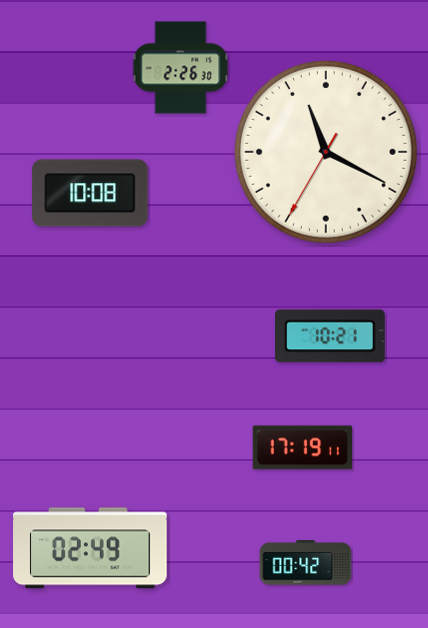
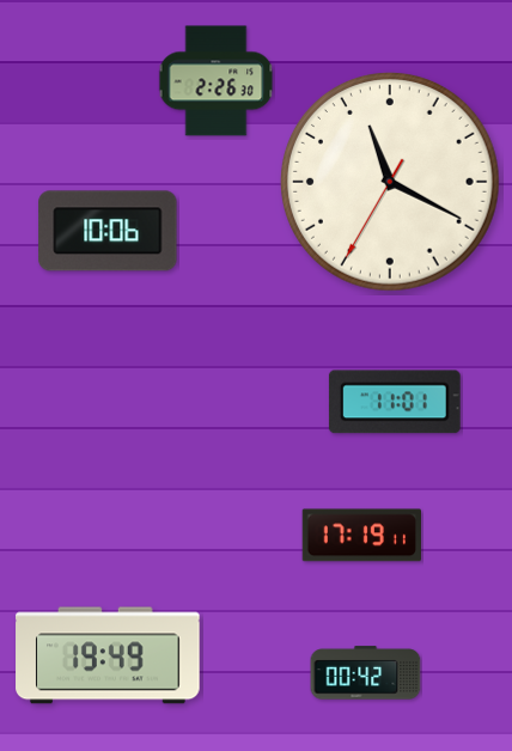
clock at (90, 193): 10:08 -> 10:06
clock at (330, 336): 10:21 -> 11:01
clock at (90, 548): 02:49 -> 19:49
